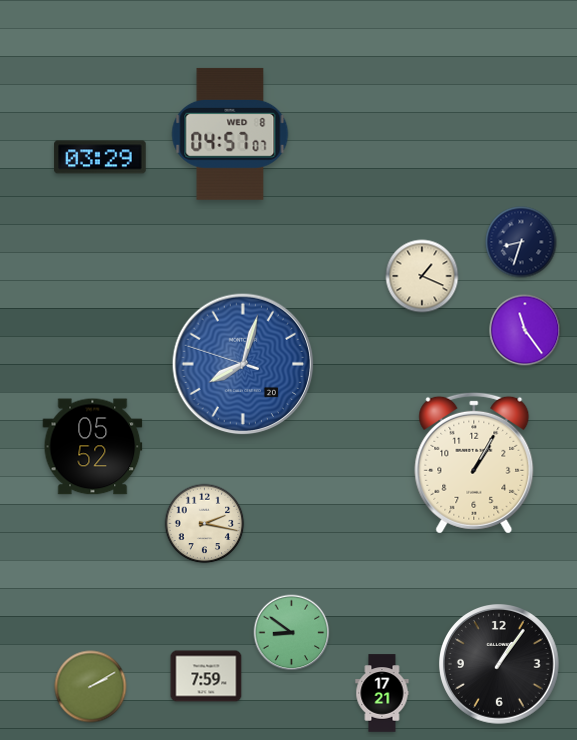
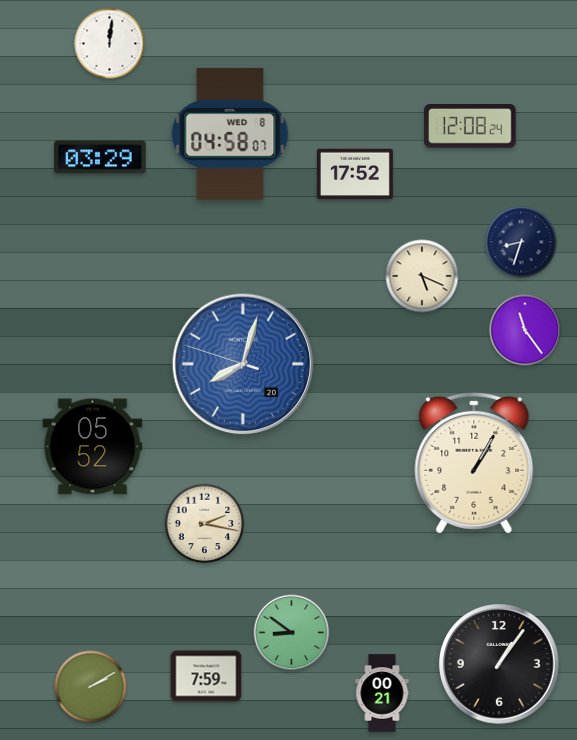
clock at (110, 44): none -> 12:01
clock at (470, 126): none -> 12:08
clock at (230, 134): 04:57 -> 04:58
clock at (355, 174): none -> 17:52
clock at (422, 276): 1:19 -> 5:19
clock at (382, 693): 17:21 -> 00:21
